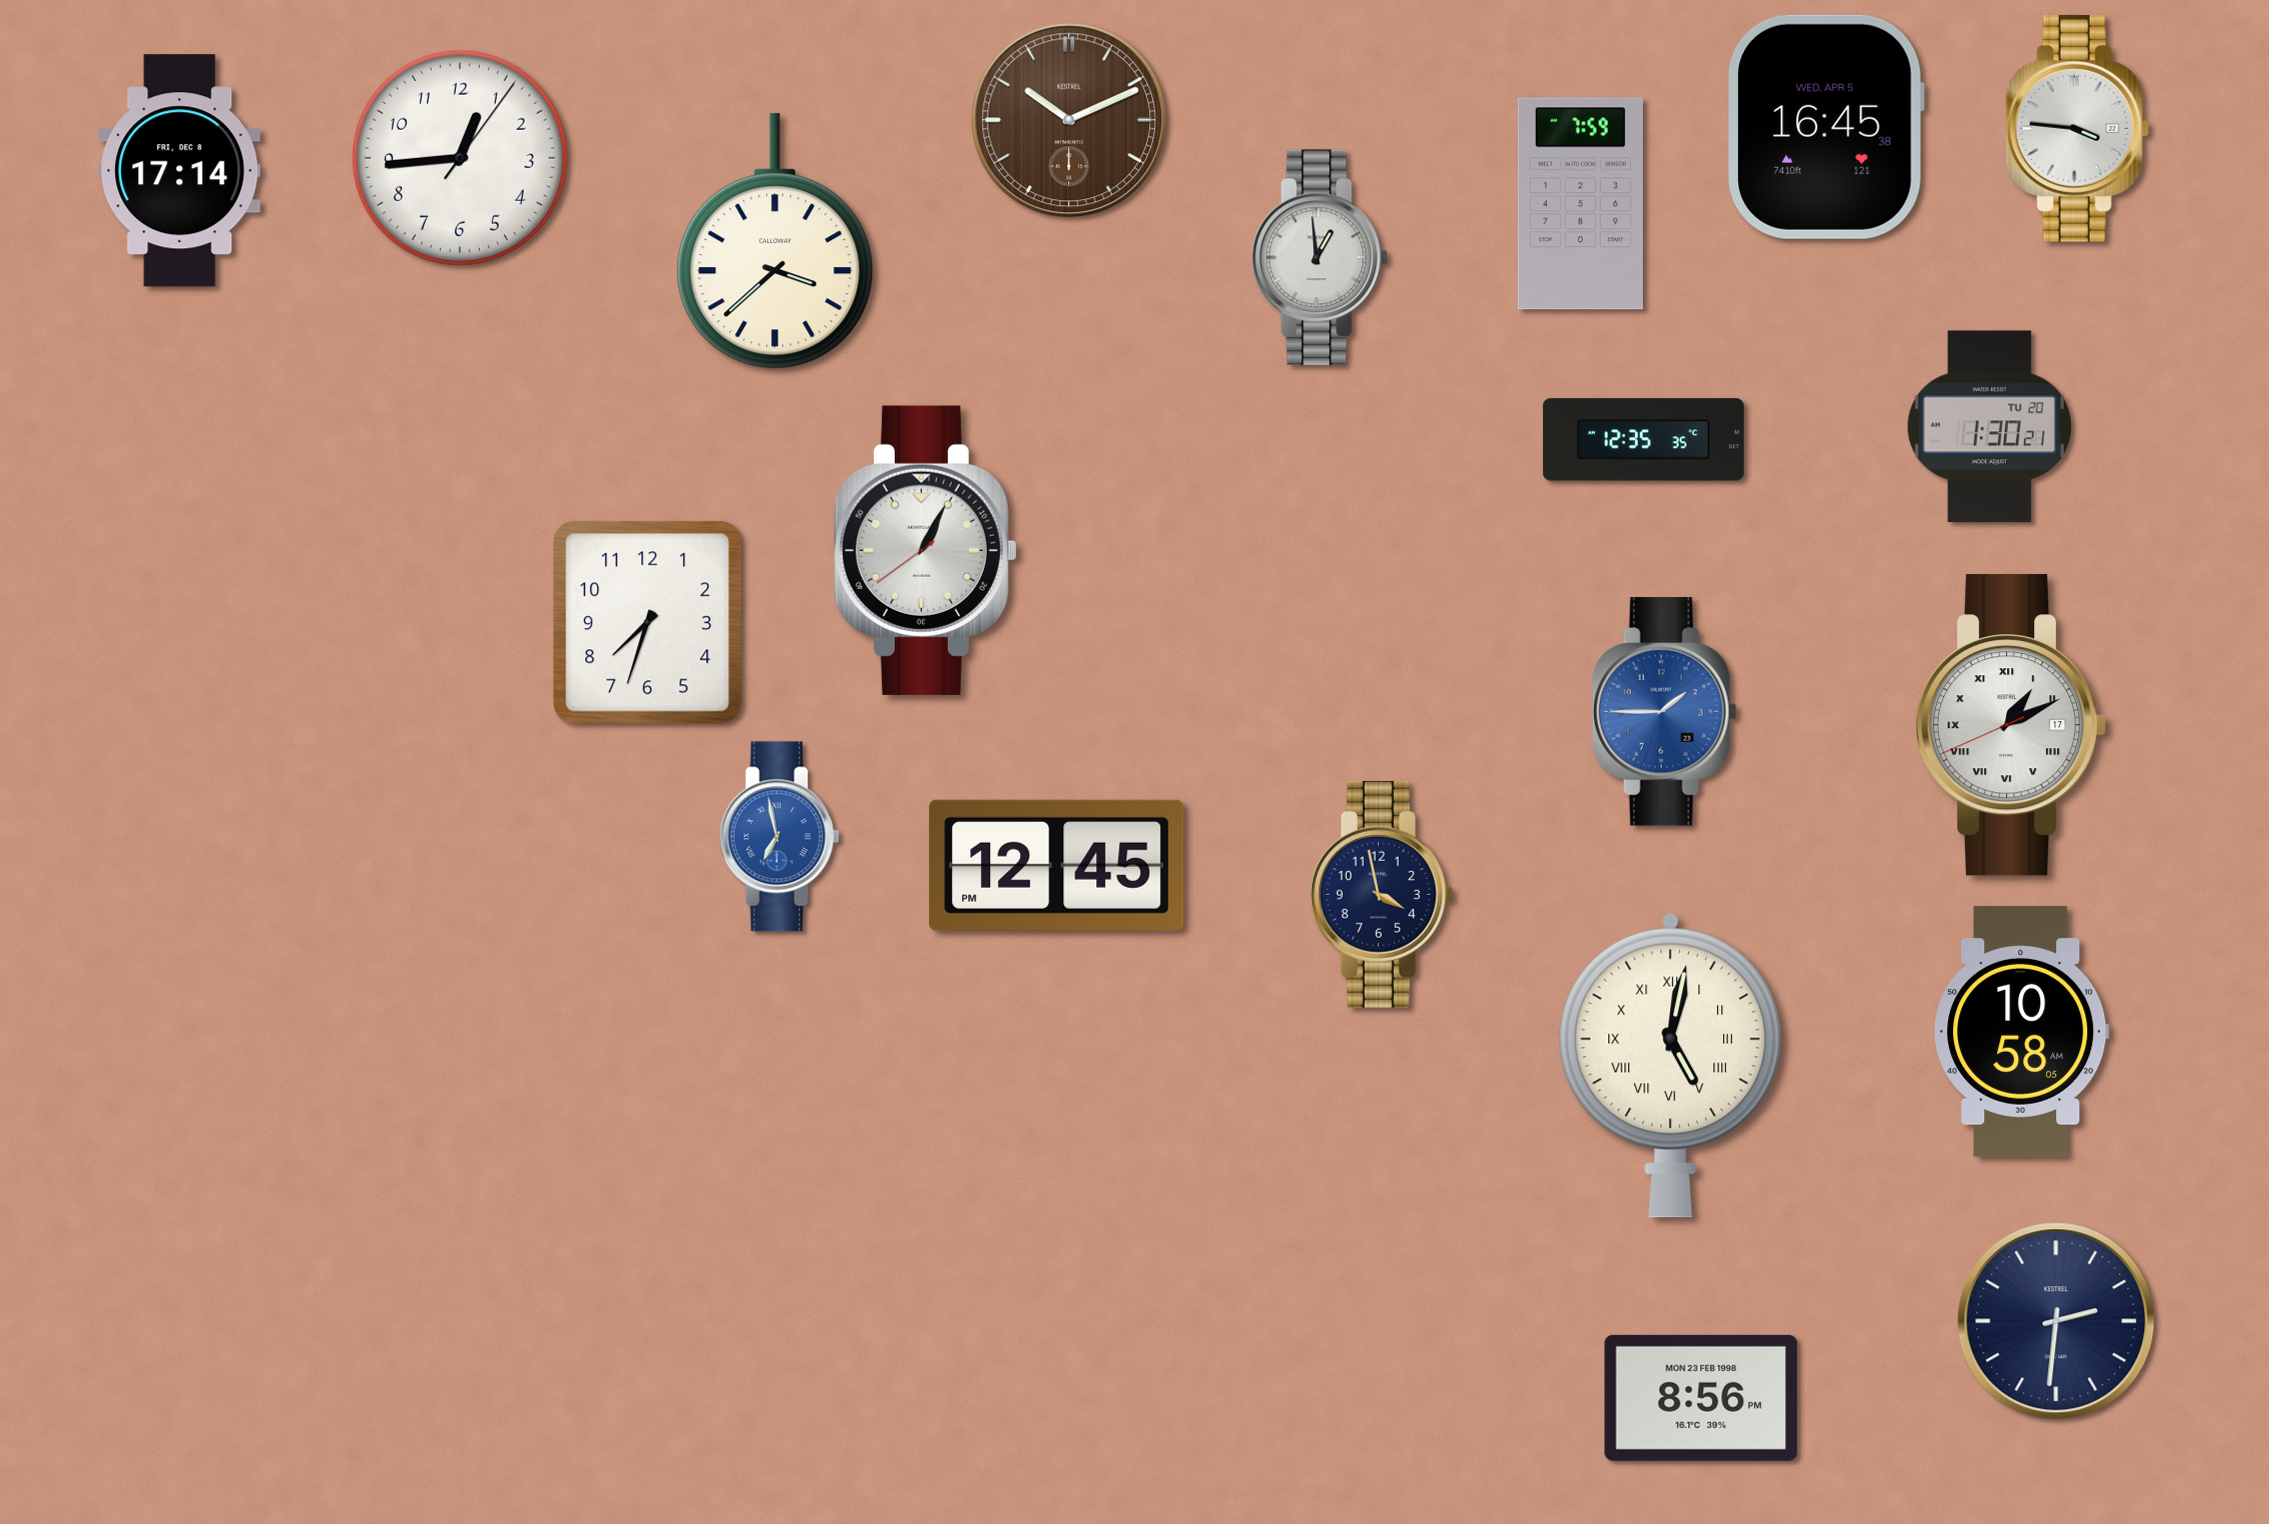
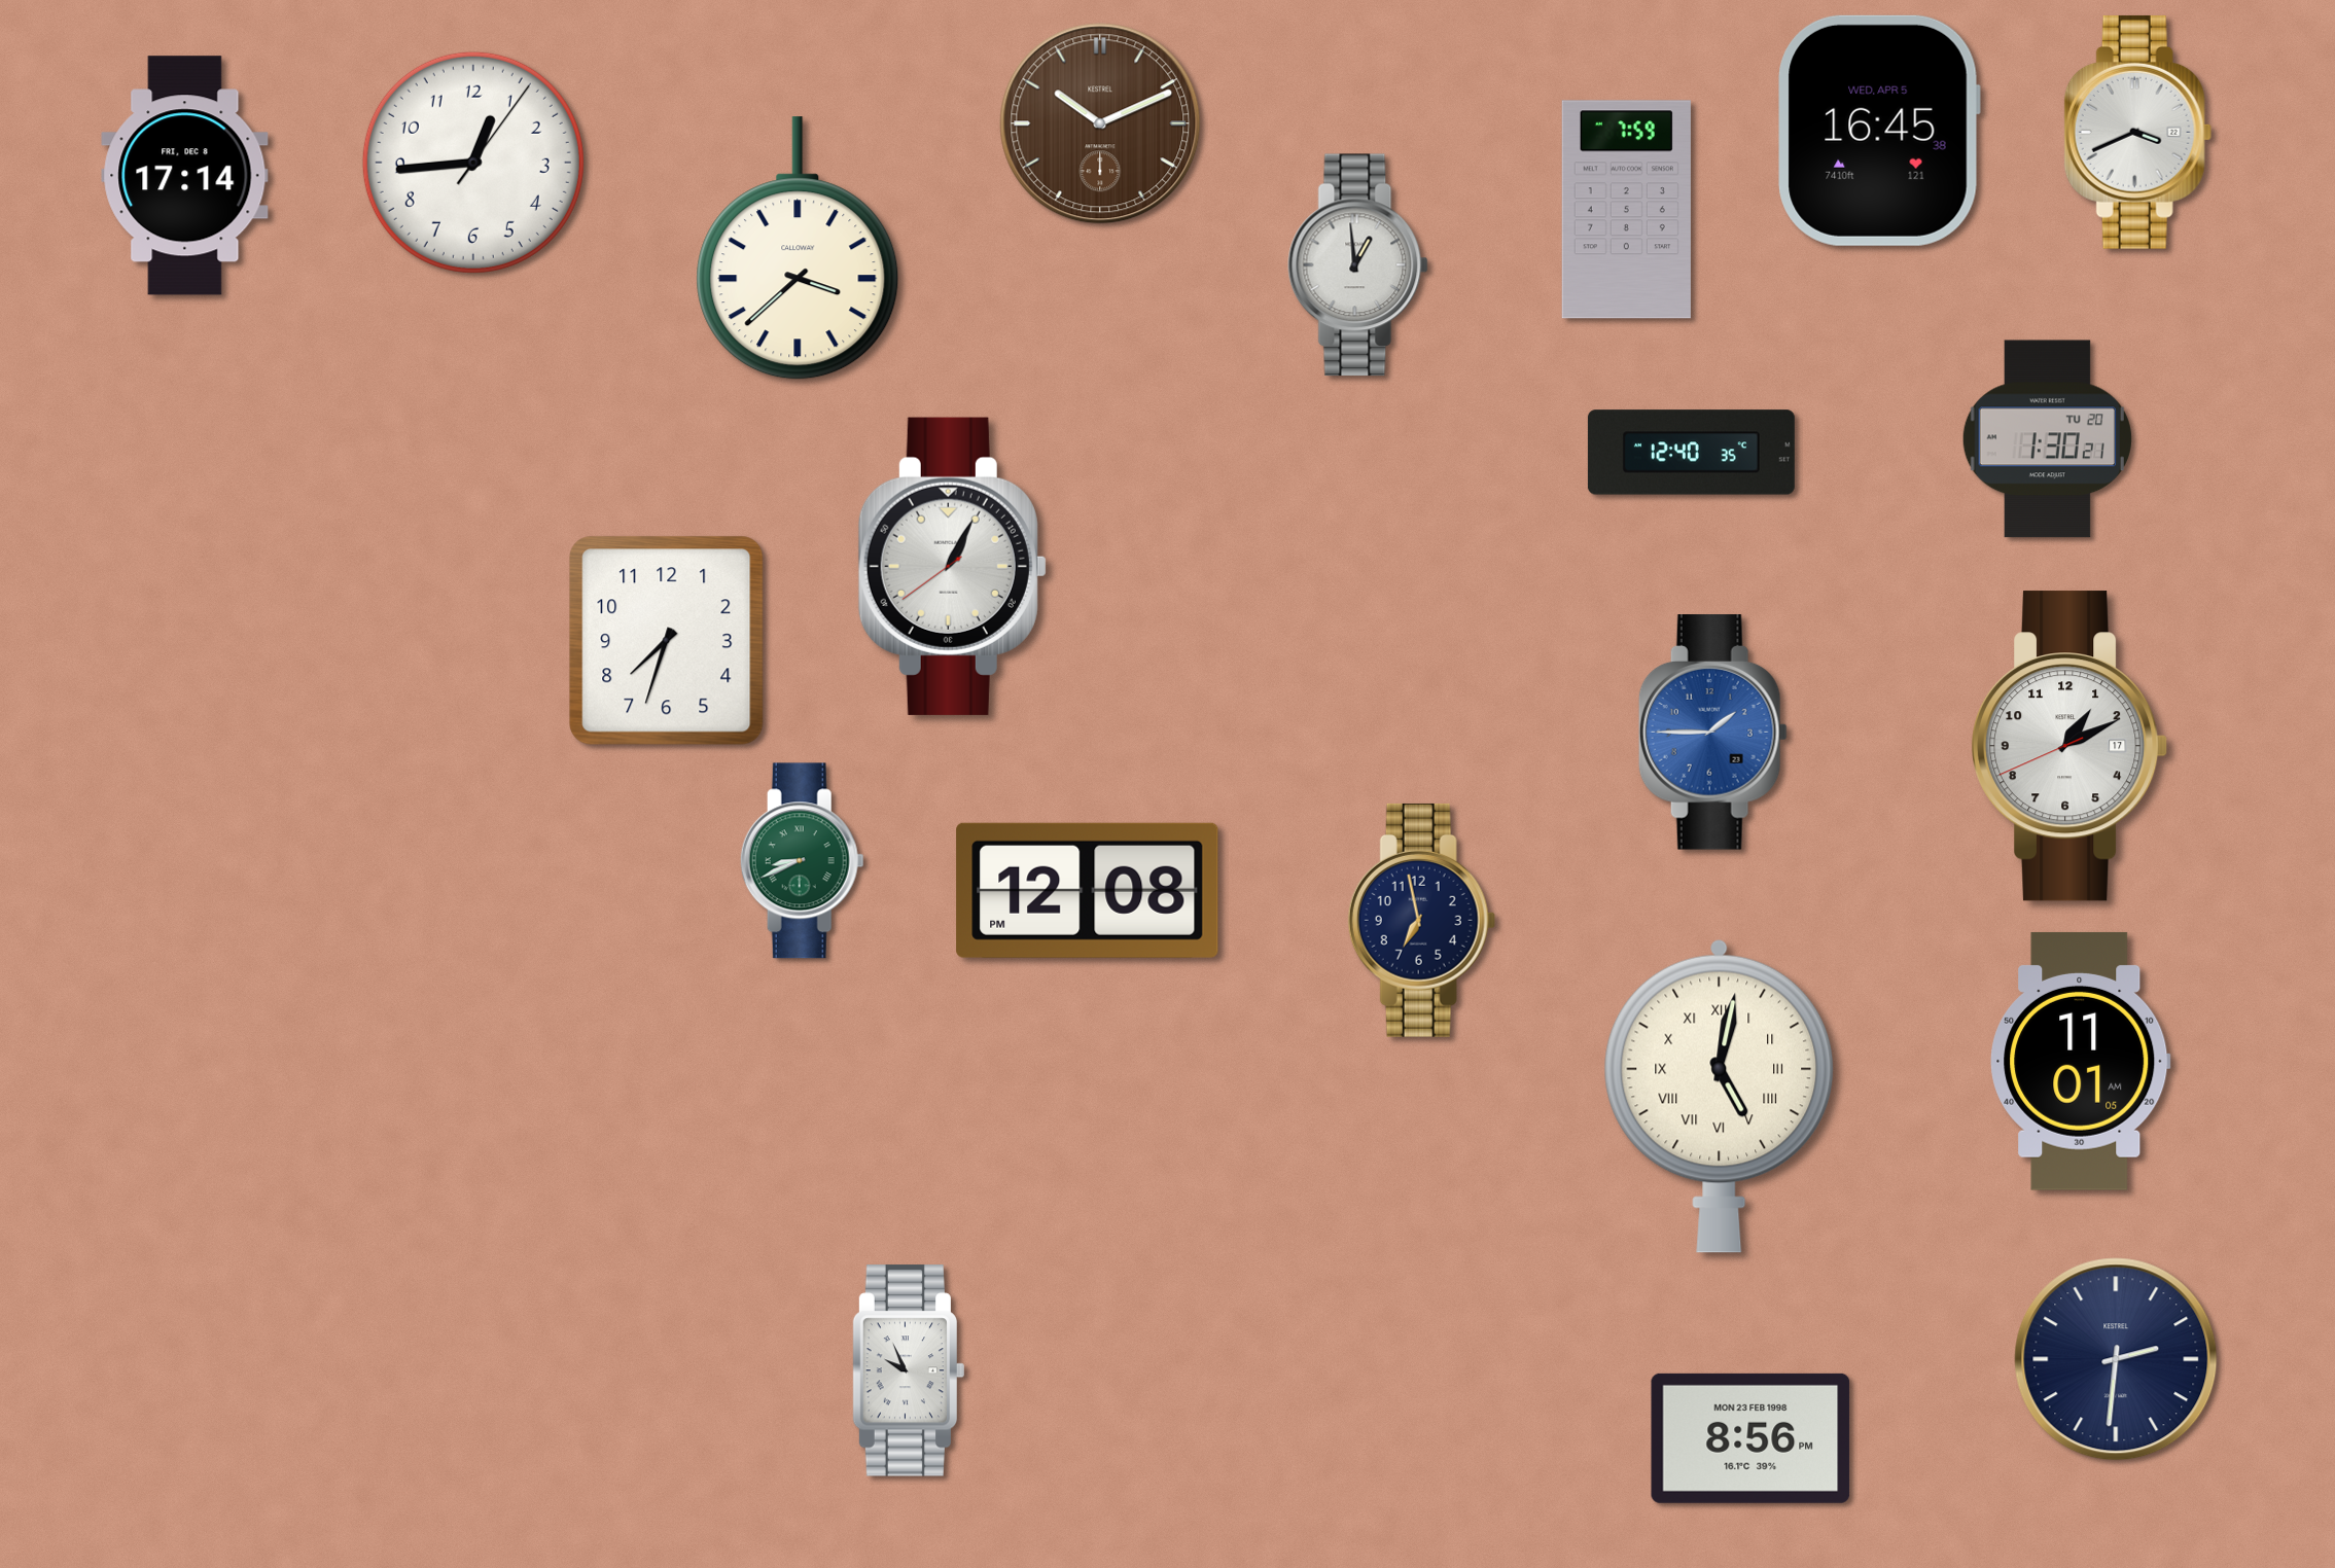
clock at (2077, 128): 3:46 -> 3:41
clock at (1643, 440): 12:35 -> 12:40
clock at (2012, 725) numerals: Roman -> Arabic
clock at (779, 837): 6:58 -> 8:41
clock at (779, 837) dial: blue -> green
clock at (1057, 865): 12:45 -> 12:08
clock at (1381, 894): 3:58 -> 6:58
clock at (2022, 1031): 10:58 -> 11:01
clock at (909, 1370): none -> 9:56
